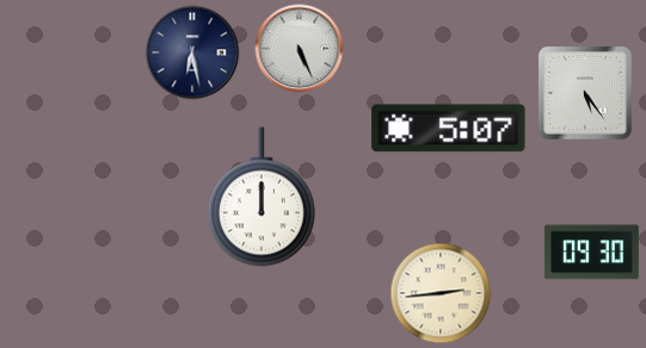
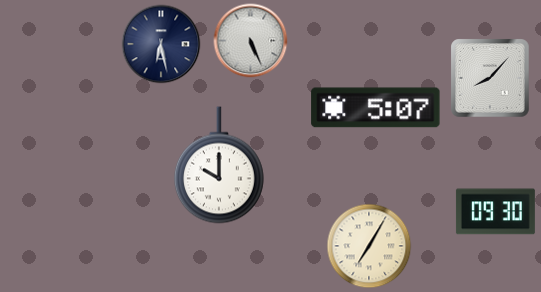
clock at (585, 93): 5:24 -> 8:07
clock at (262, 197): 12:00 -> 10:00
clock at (441, 293): 2:44 -> 7:05
